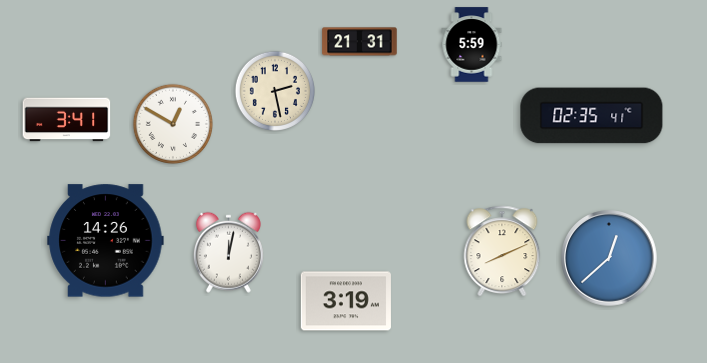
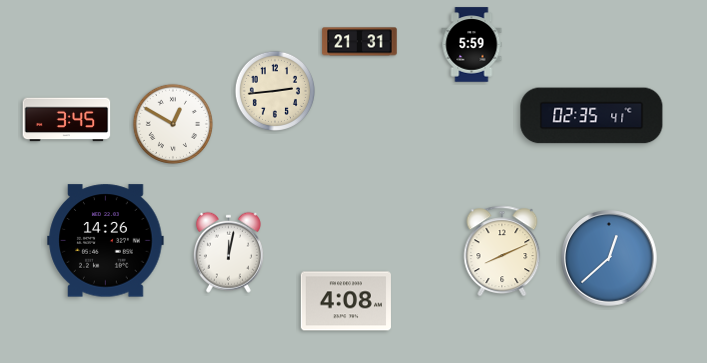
clock at (274, 90): 2:28 -> 2:44
clock at (67, 120): 3:41 -> 3:45
clock at (346, 301): 3:19 -> 4:08
